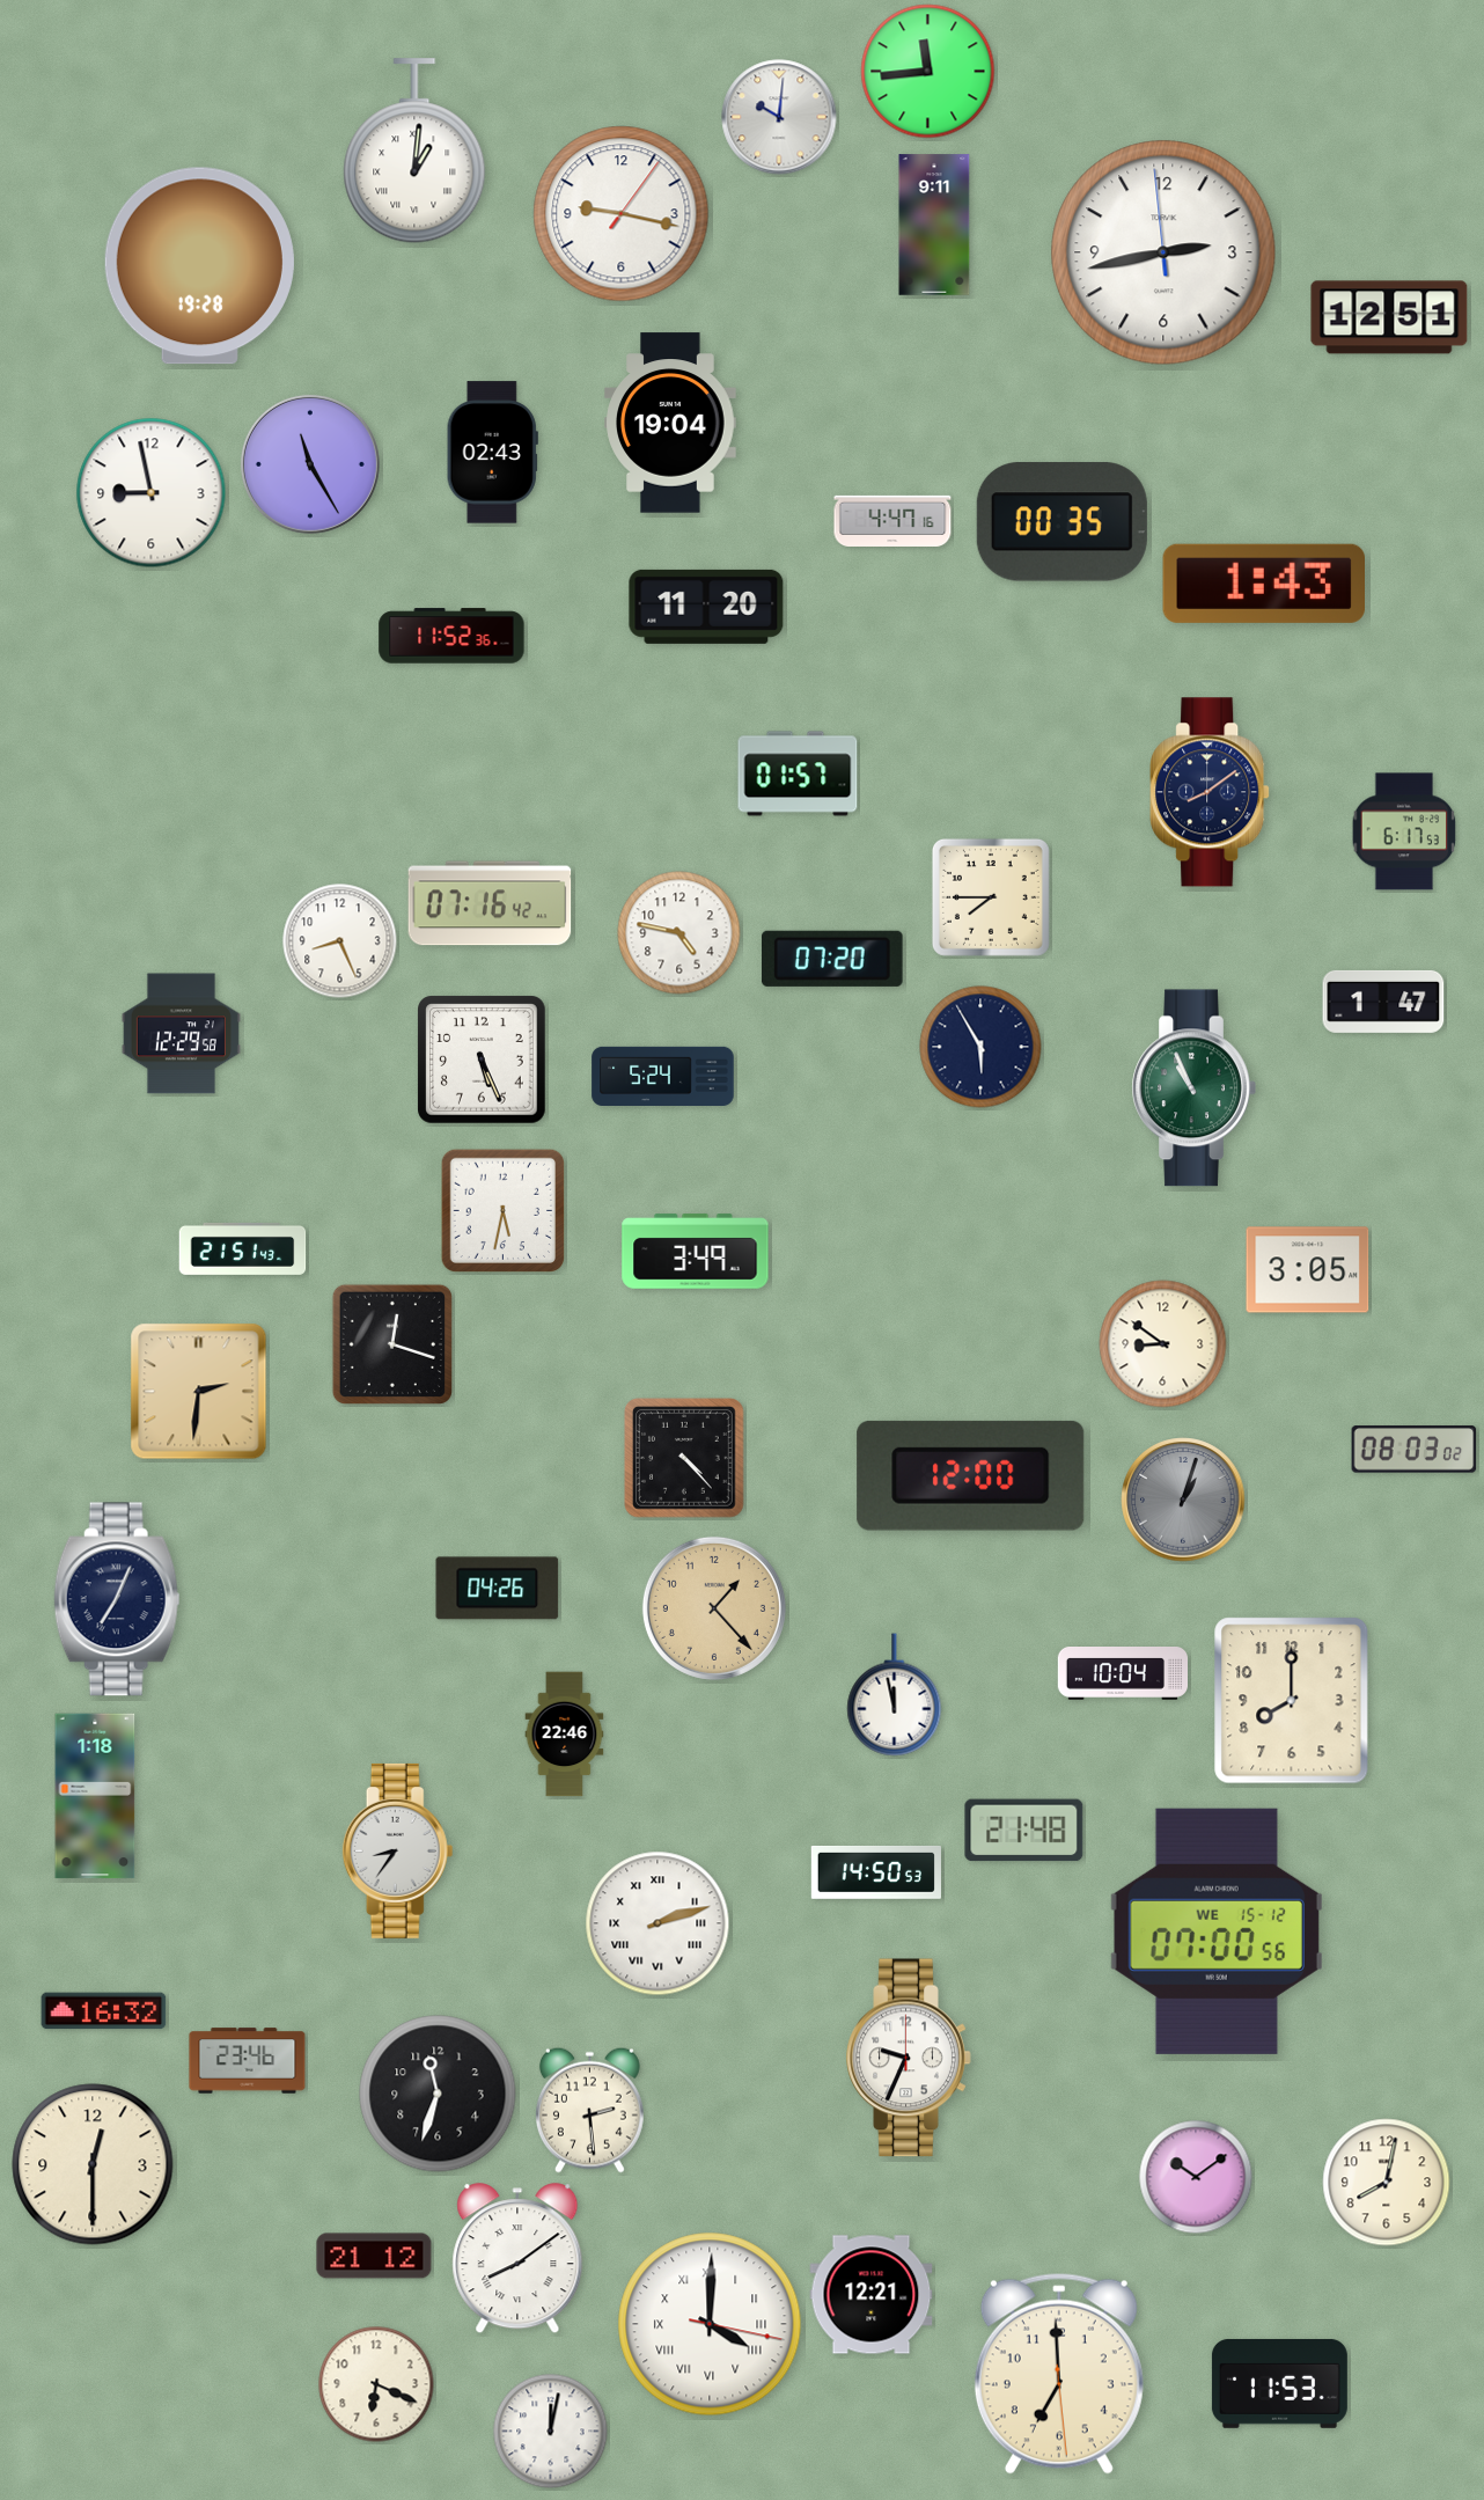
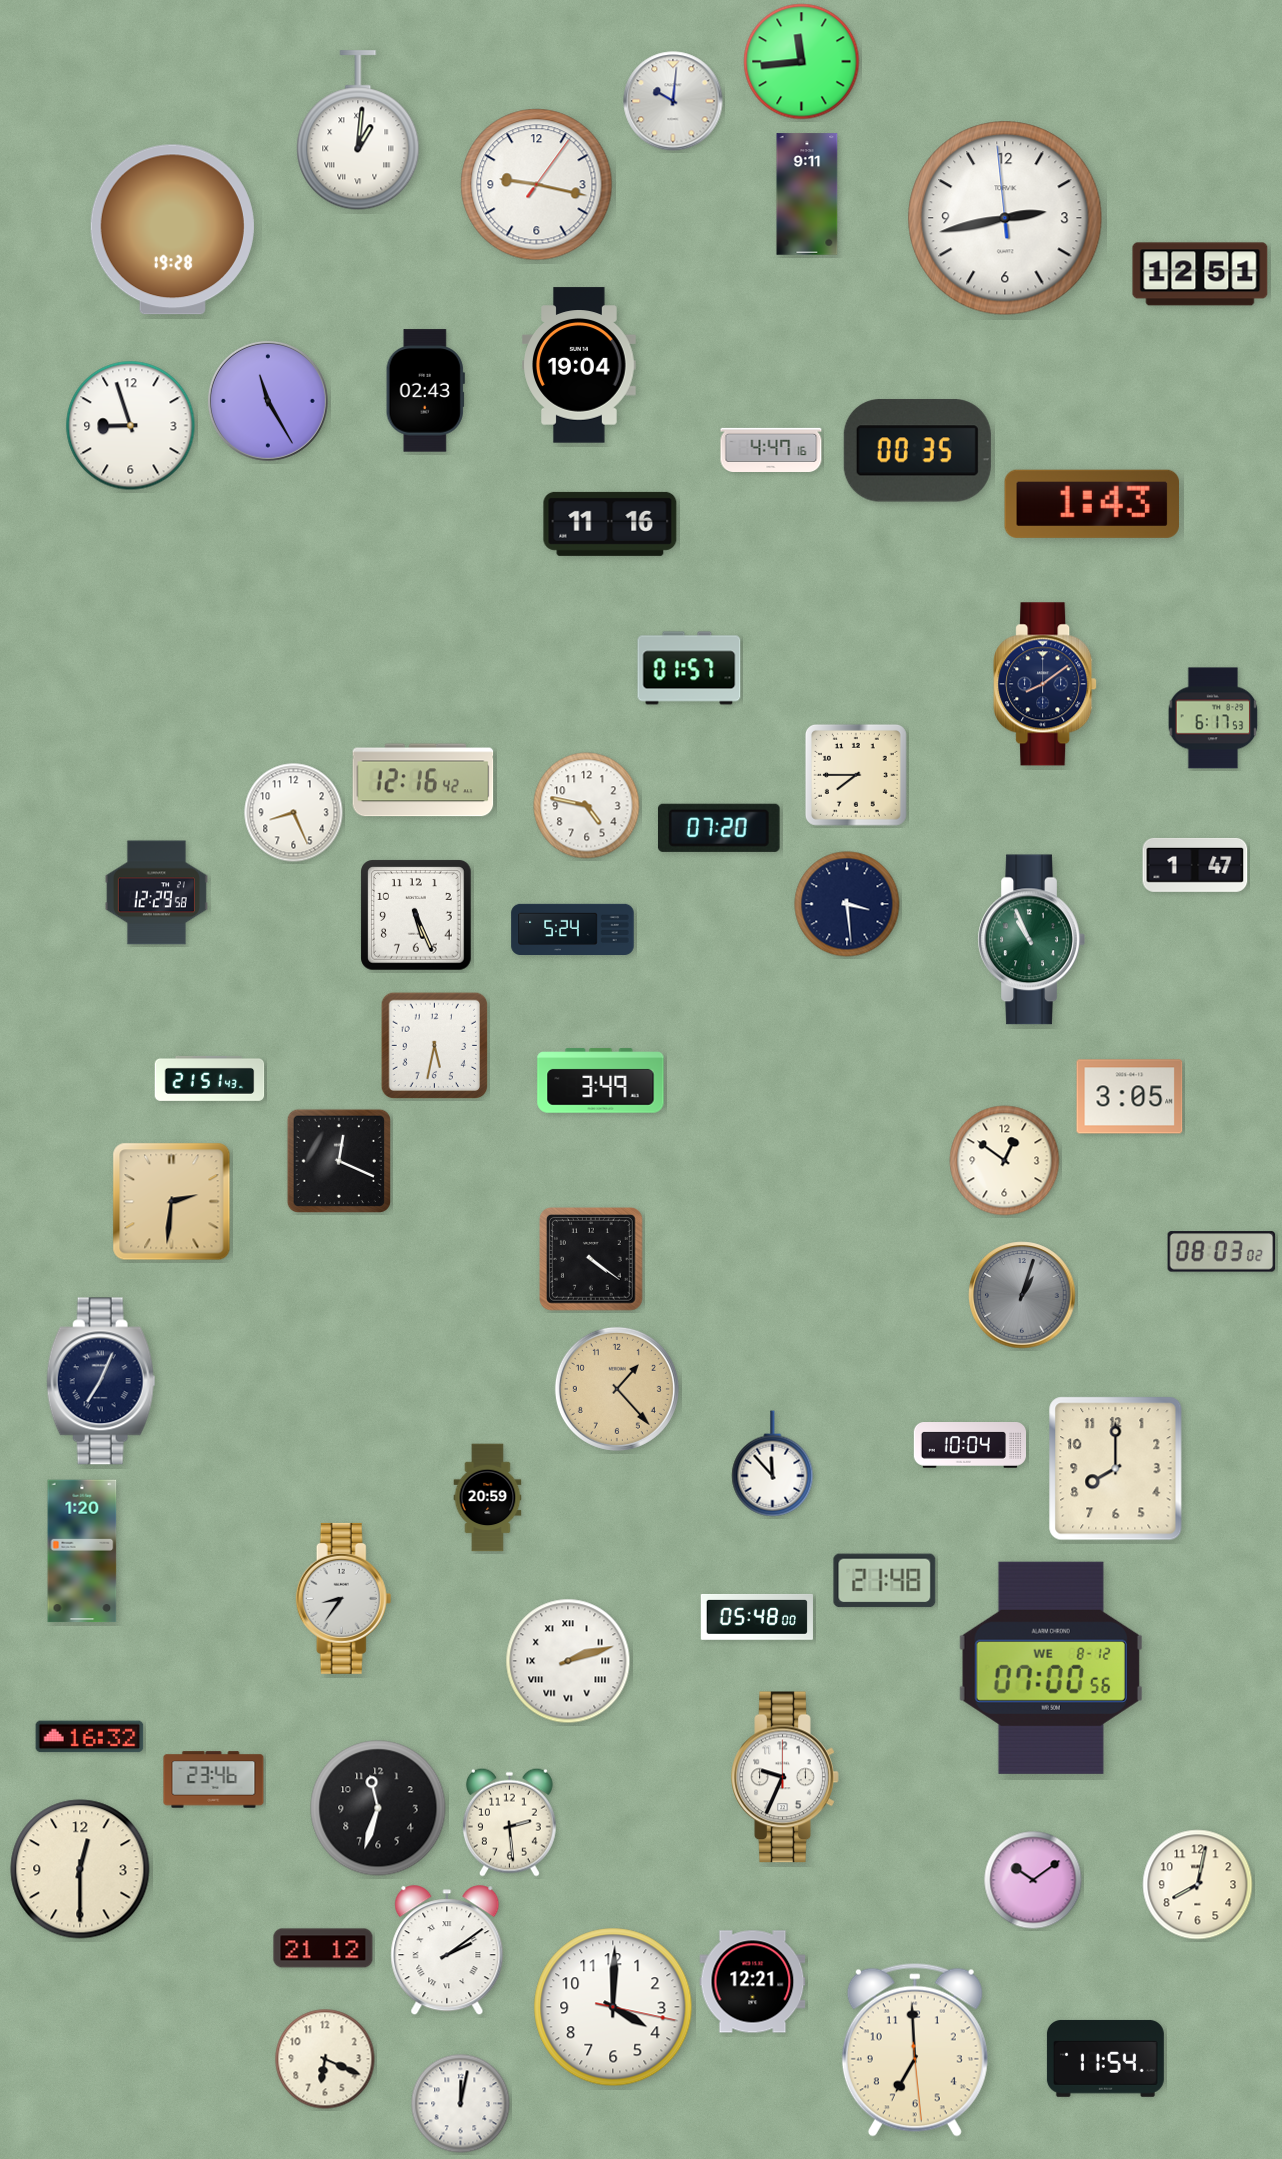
clock at (152, 493): 8:58 -> 8:57
clock at (706, 607): 11:20 -> 11:16
clock at (451, 636): 11:52 -> none
clock at (490, 903): 07:16 -> 12:16
clock at (980, 1047): 5:55 -> 3:29
clock at (391, 1343): 12:18 -> 12:19
clock at (1163, 1344): 8:51 -> 12:51
clock at (685, 1459): 4:23 -> 4:21
clock at (971, 1475): 12:00 -> none
clock at (498, 1589): 04:26 -> none
clock at (895, 1695): 11:58 -> 11:53
clock at (565, 1735): 22:46 -> 20:59
clock at (95, 1796): 1:18 -> 1:20
clock at (876, 1872): 14:50 -> 05:48
clock at (1217, 1931) date: WE 15-12 -> WE 8-12
clock at (517, 2259): 8:09 -> 2:09
clock at (710, 2324) numerals: Roman -> Arabic
clock at (1279, 2383): 11:53 -> 11:54
clock at (551, 2432) position: (551, 2432) -> (461, 2104)
